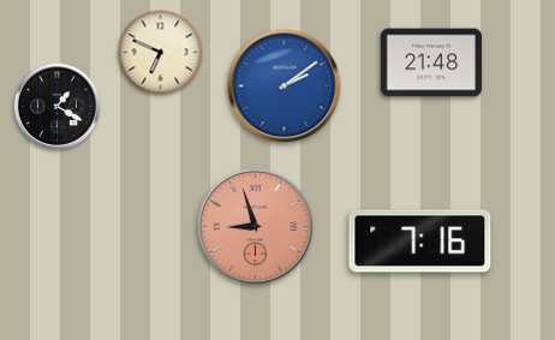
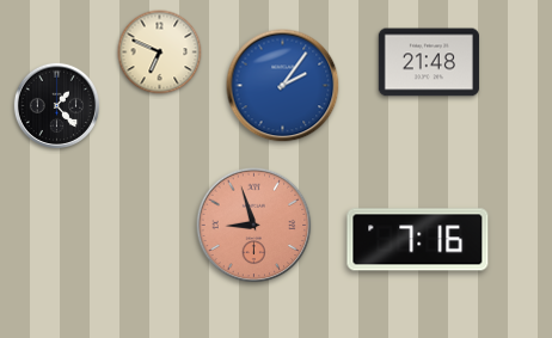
clock at (285, 87): 2:09 -> 2:06
clock at (56, 106): 1:20 -> 1:23
